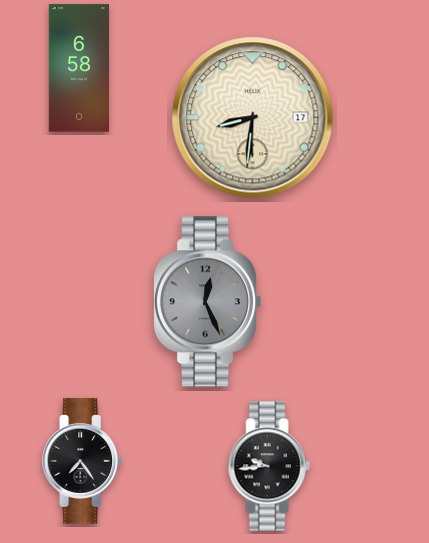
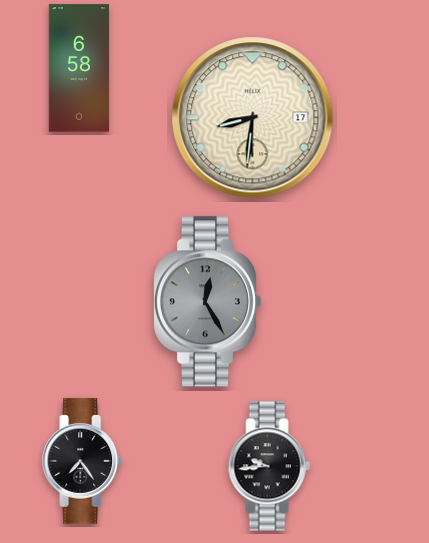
clock at (207, 302): 12:26 -> 12:25
